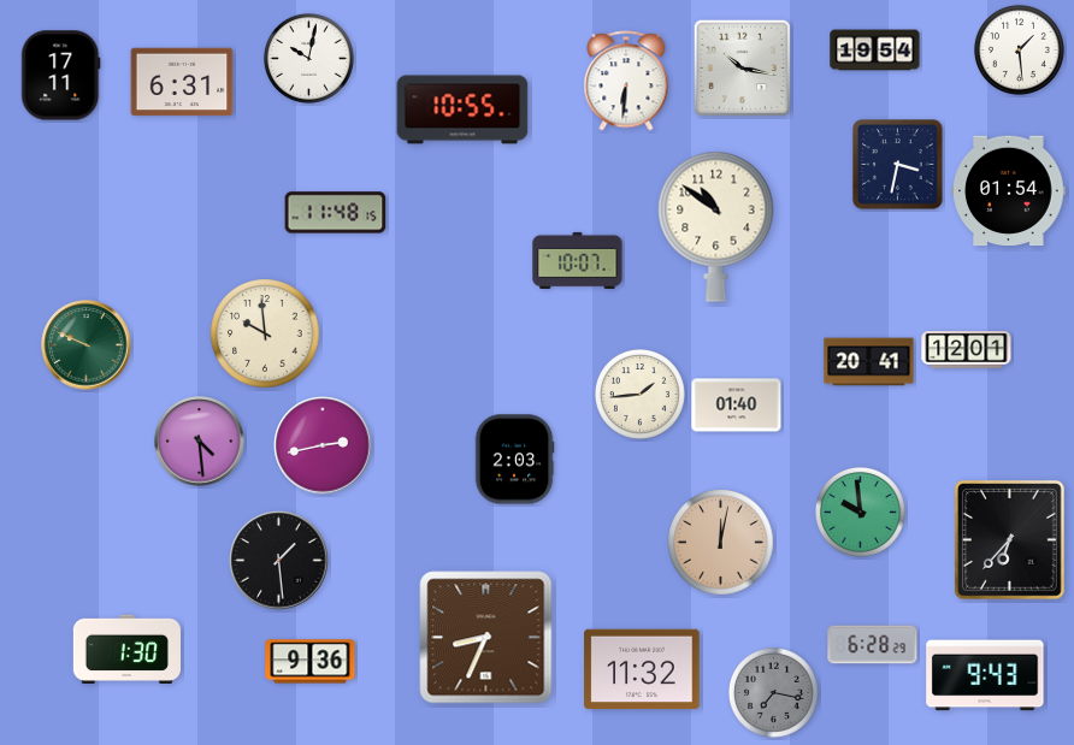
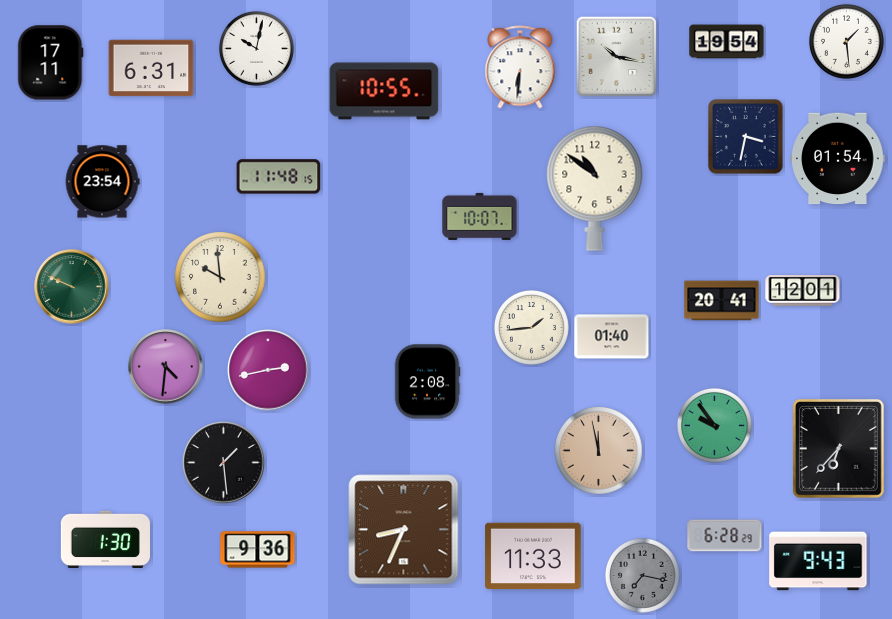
clock at (102, 182): none -> 23:54
clock at (200, 442): 4:29 -> 4:31
clock at (514, 460): 2:03 -> 2:08
clock at (860, 512): 9:59 -> 9:54
clock at (721, 543): 12:02 -> 11:58
clock at (279, 561) position: (279, 561) -> (224, 463)
clock at (642, 669): 11:32 -> 11:33
